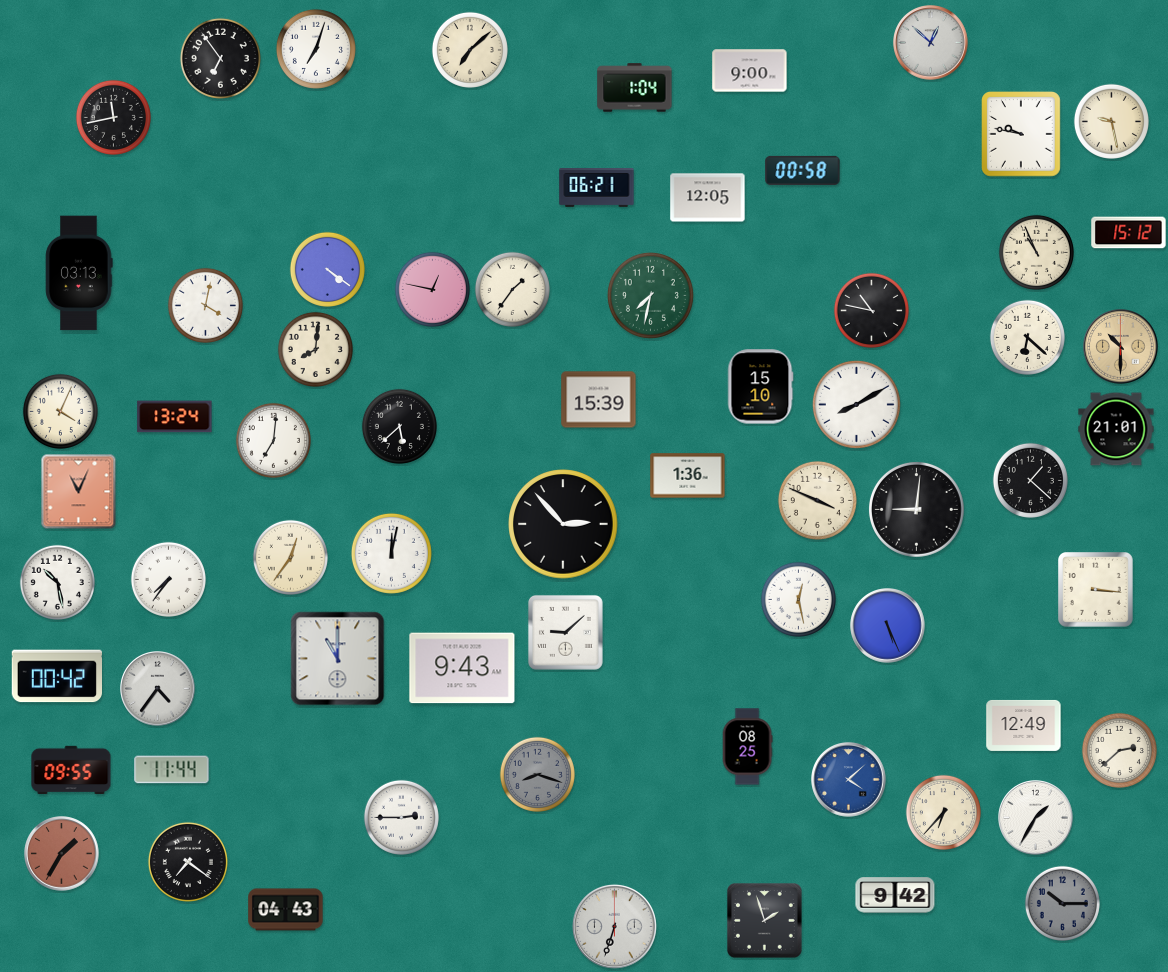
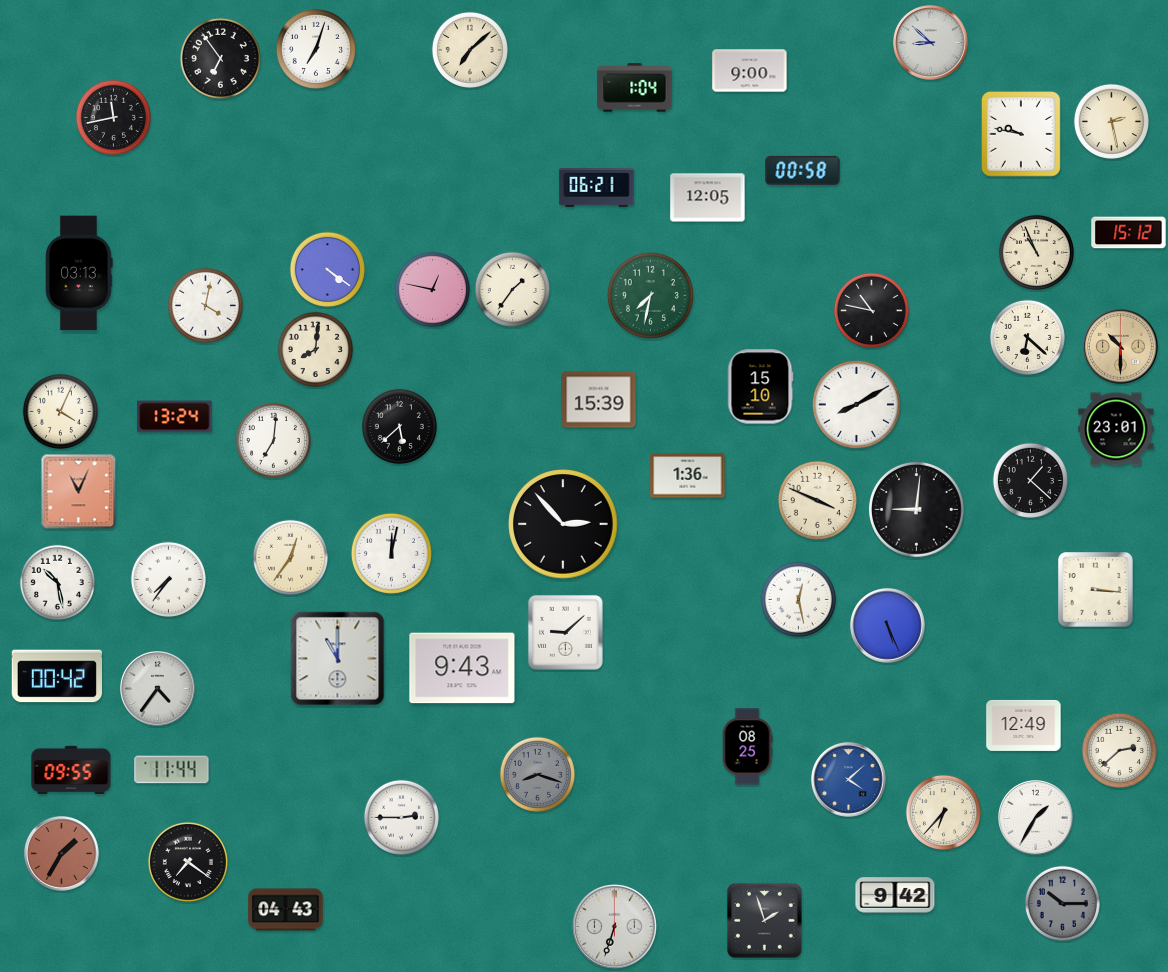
clock at (931, 43): 12:52 -> 8:52
clock at (1111, 121): 9:28 -> 2:28
clock at (1116, 429): 21:01 -> 23:01
